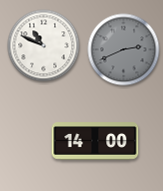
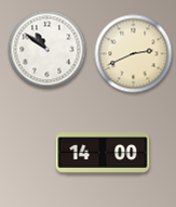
clock at (44, 46): 10:49 -> 10:51
clock at (124, 50) dial: grey -> cream
